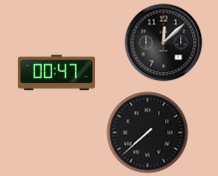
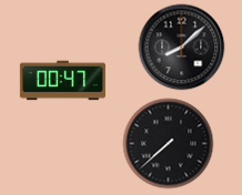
clock at (163, 42): 12:08 -> 8:08
clock at (147, 132) position: (147, 132) -> (168, 143)
